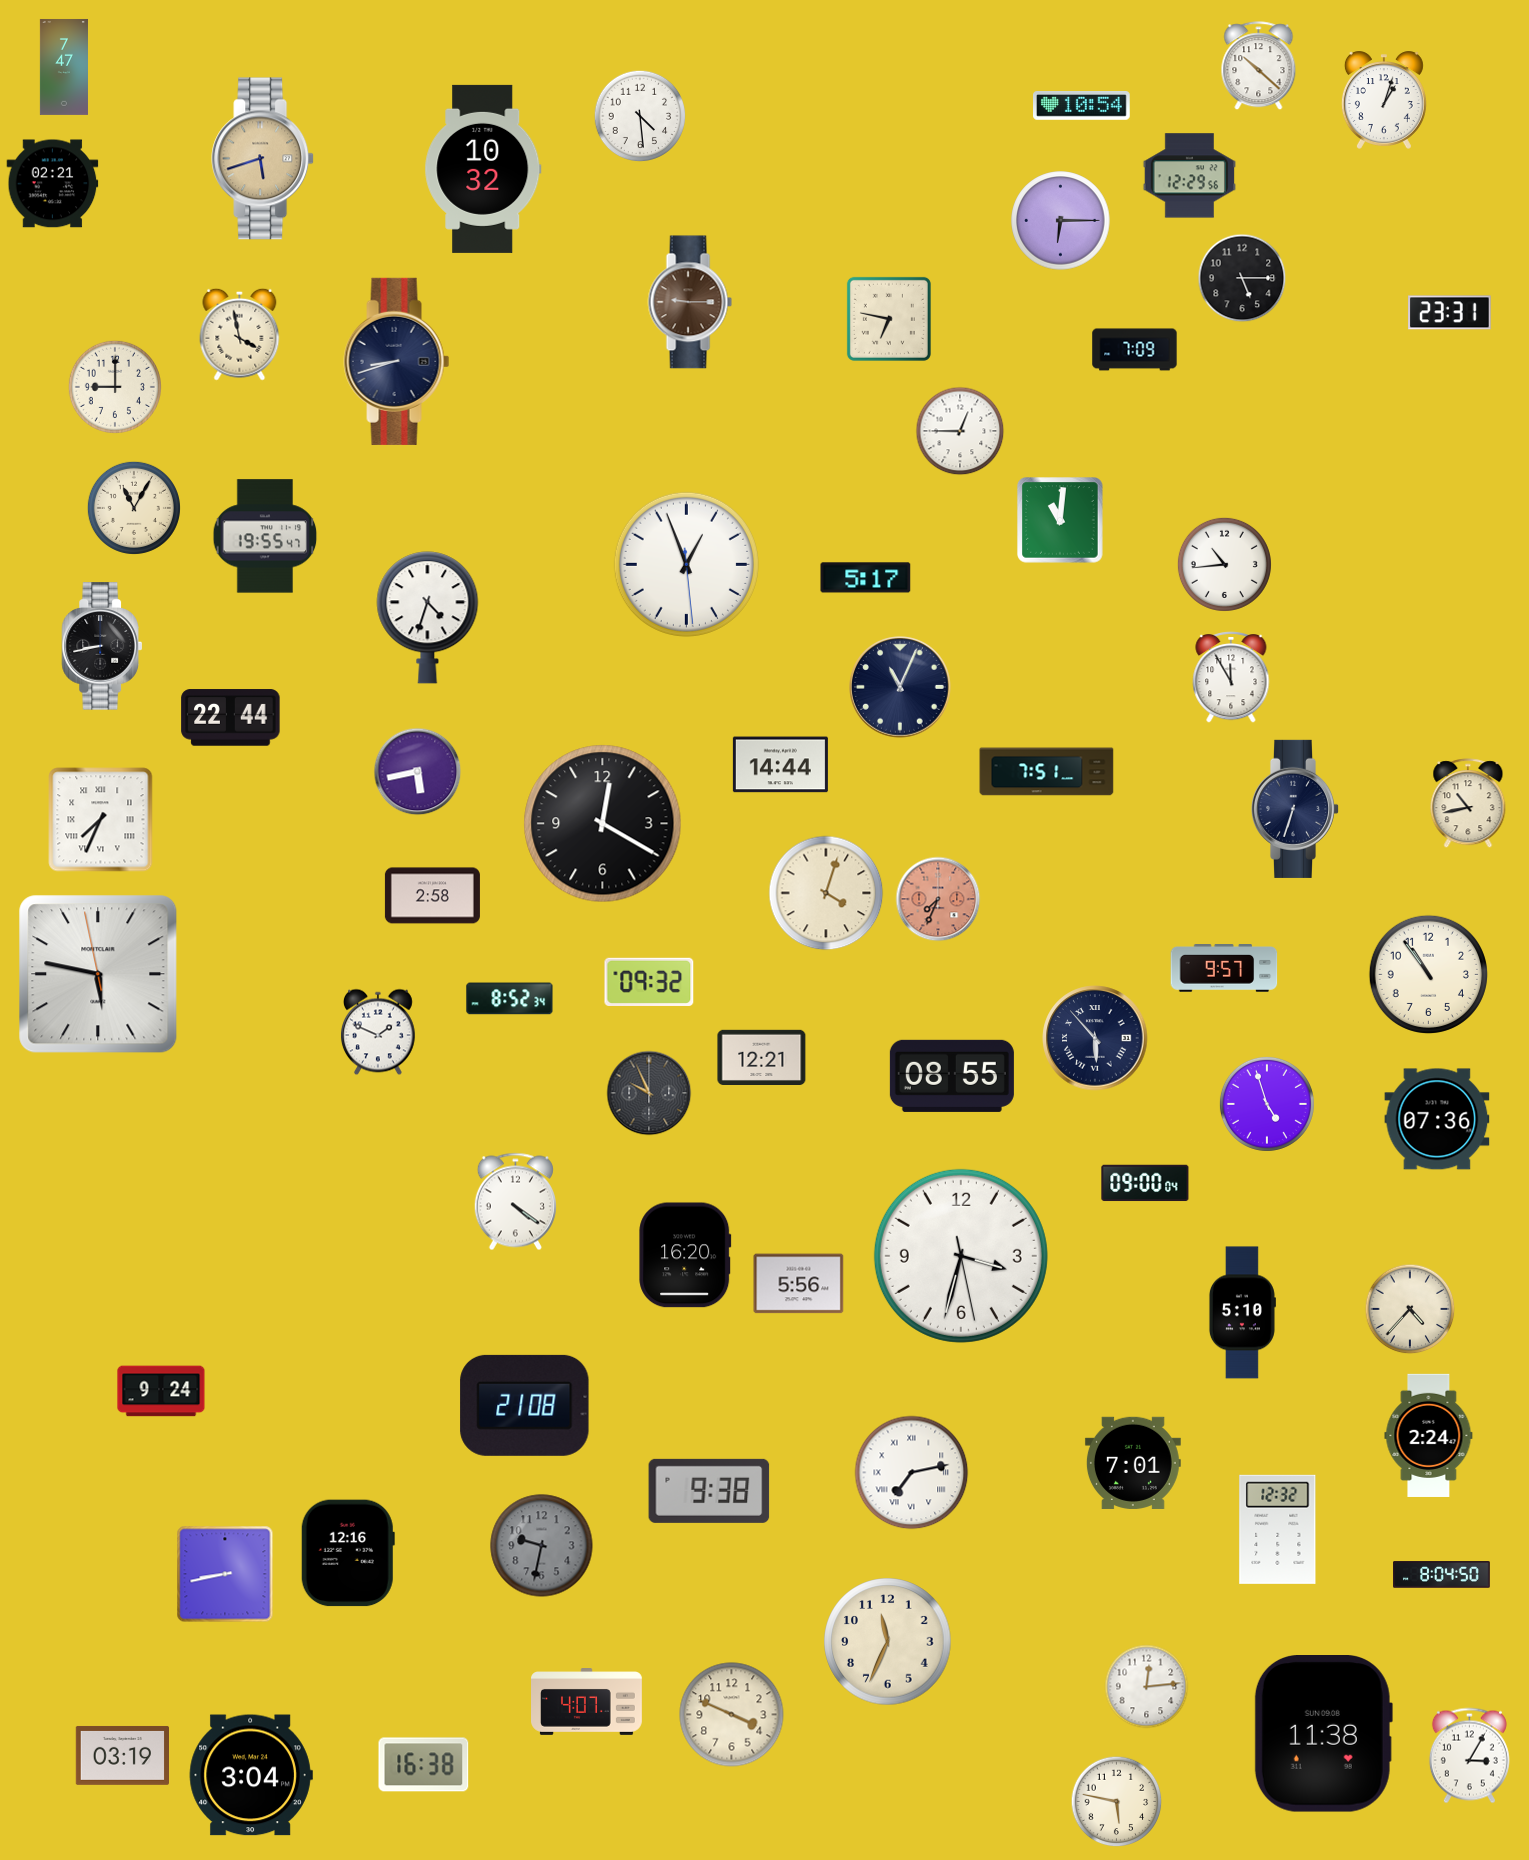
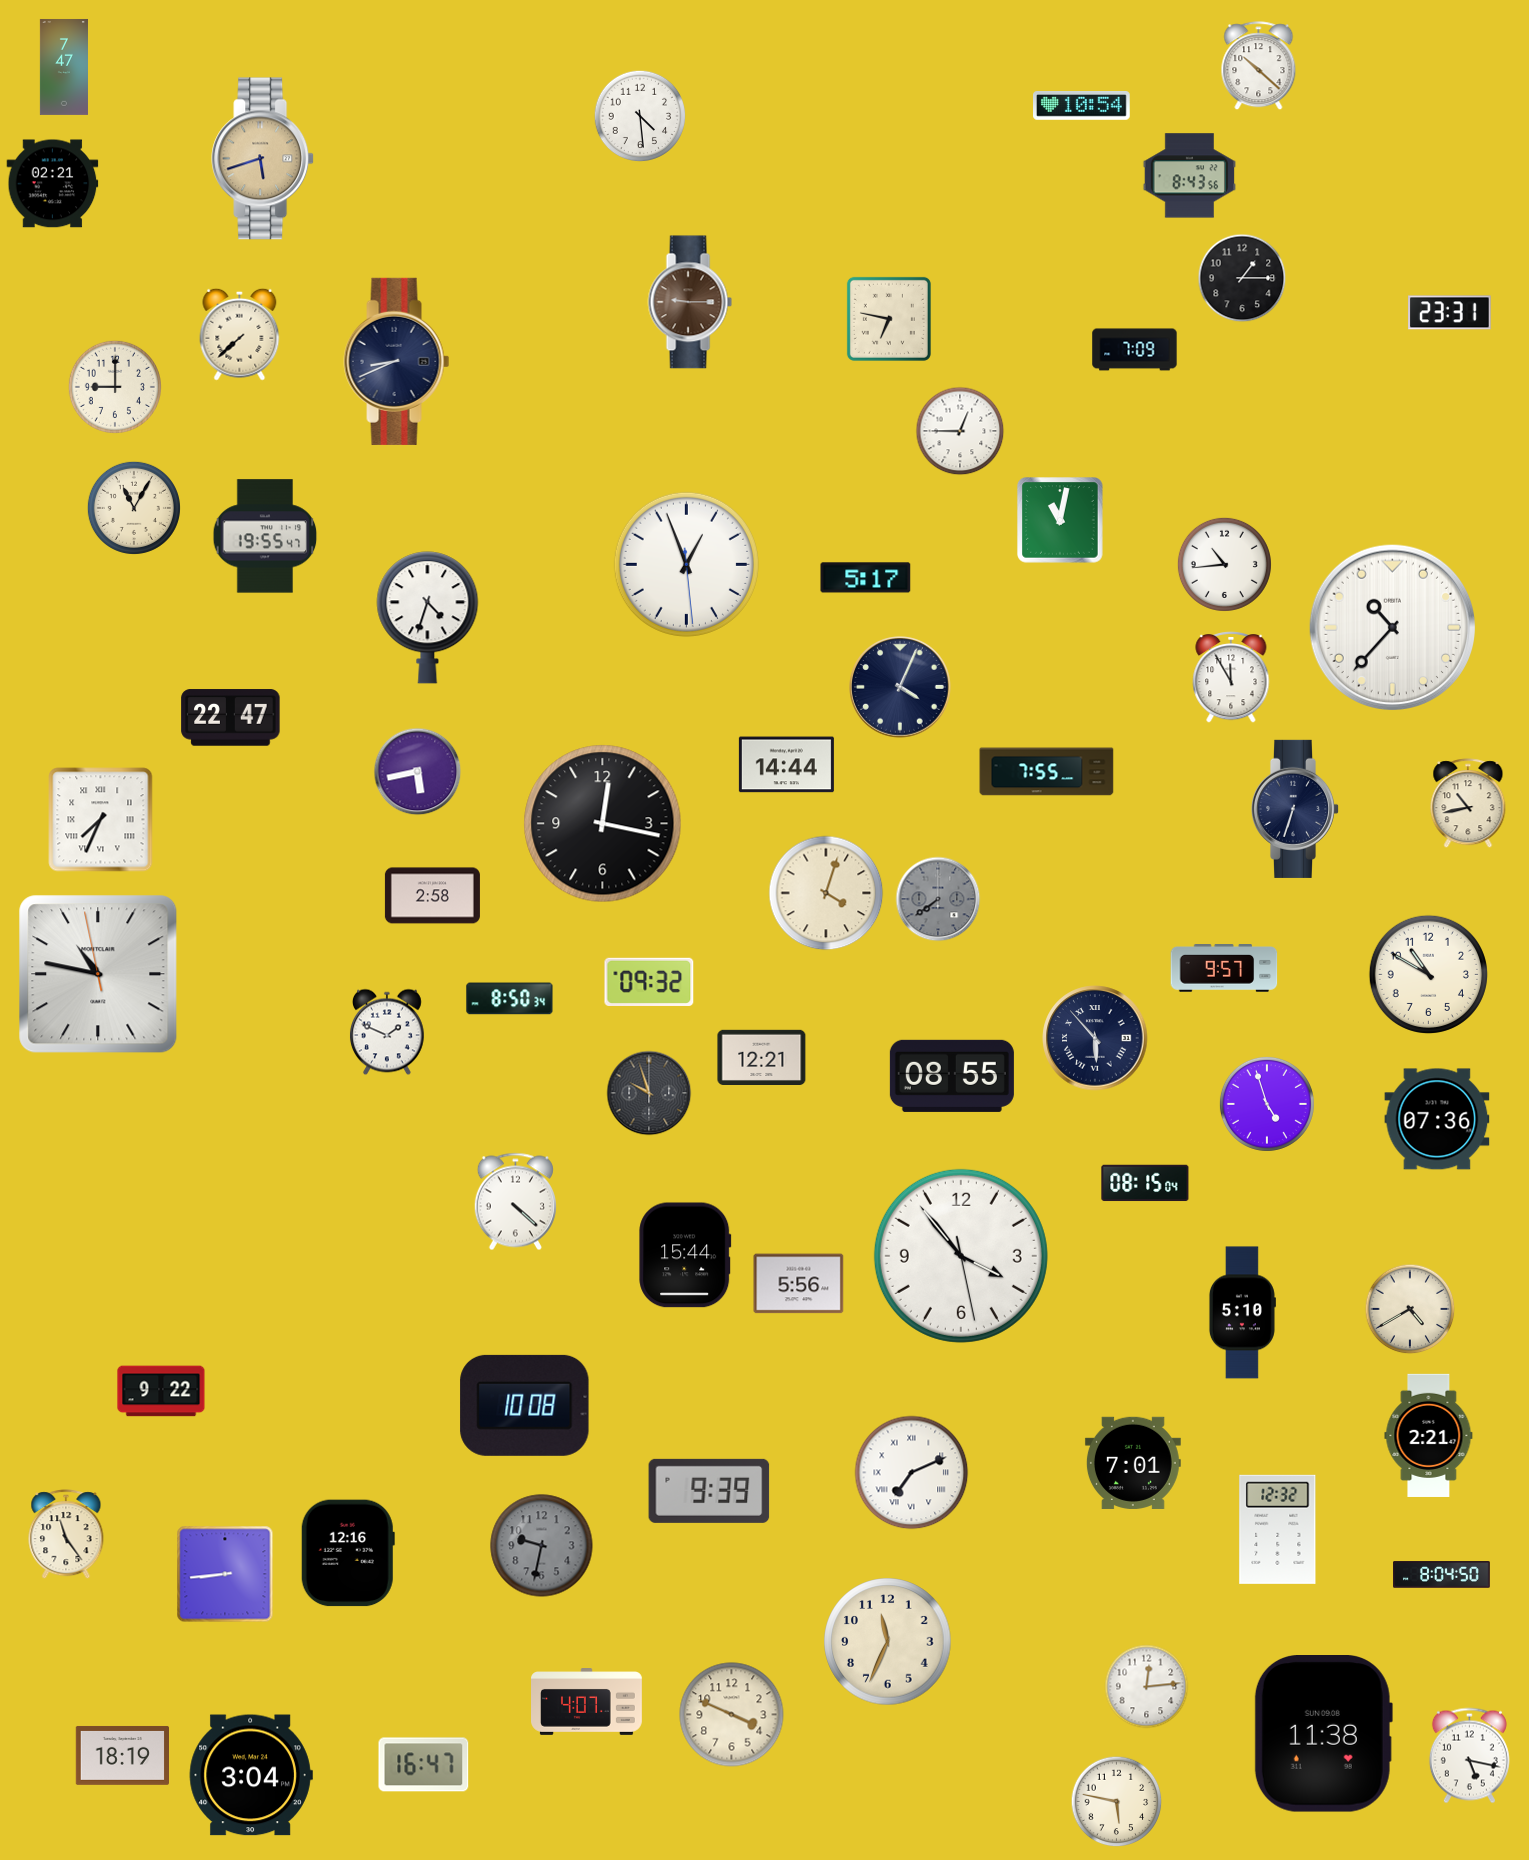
clock at (1384, 100): 1:03 -> none
clock at (483, 169): 10:32 -> none
clock at (1189, 176): 12:29 -> 8:43
clock at (1061, 221): 6:15 -> none
clock at (1242, 278): 5:15 -> 1:15
clock at (240, 334): 3:58 -> 7:38
clock at (397, 361): 8:42 -> 8:41
clock at (1060, 520): 11:01 -> 11:02
clock at (1392, 627): none -> 10:37
clock at (102, 646): 8:43 -> none
clock at (900, 687): 11:04 -> 4:04
clock at (231, 718): 22:44 -> 22:47
clock at (780, 765) position: (780, 765) -> (786, 765)
clock at (1047, 772): 7:51 -> 7:55
clock at (603, 824): 12:20 -> 12:17
clock at (938, 899): 7:34 -> 7:39
clock at (938, 899) dial: salmon -> grey
clock at (98, 974): 5:46 -> 10:46
clock at (1428, 974): 10:54 -> 10:50
clock at (510, 999): 8:52 -> 8:50
clock at (378, 1032) position: (378, 1032) -> (387, 1032)
clock at (649, 1093): 9:56 -> 9:57
clock at (1145, 1183): 09:00 -> 08:15
clock at (515, 1202): 4:21 -> 4:22
clock at (685, 1255): 16:20 -> 15:44
clock at (961, 1256): 3:32 -> 3:53
clock at (1410, 1309): 4:37 -> 4:40
clock at (161, 1391): 9:24 -> 9:22
clock at (525, 1405): 21:08 -> 10:08
clock at (1429, 1435): 2:24 -> 2:21
clock at (912, 1473): 7:13 -> 7:11
clock at (709, 1491): 9:38 -> 9:39
clock at (66, 1535): none -> 11:24
clock at (225, 1574): 8:43 -> 8:44
clock at (123, 1755): 03:19 -> 18:19
clock at (1469, 1756): 3:05 -> 5:17
clock at (424, 1765): 16:38 -> 16:47
